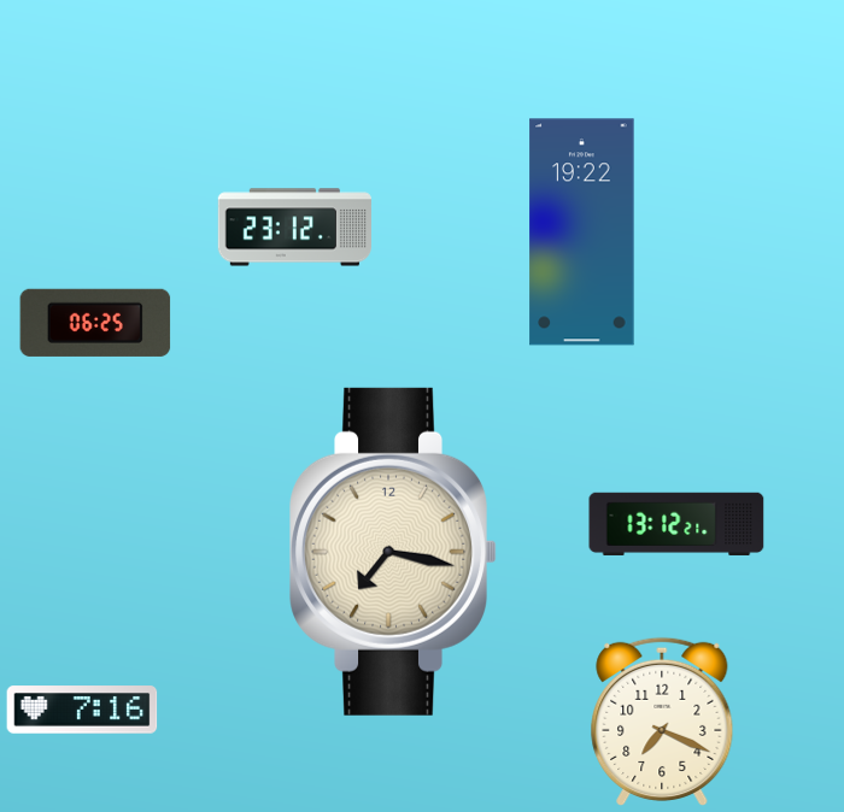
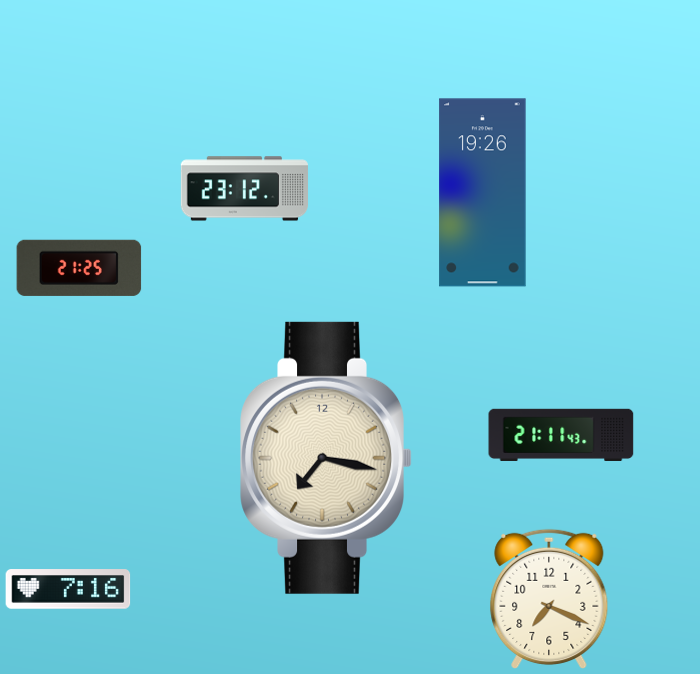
clock at (582, 233): 19:22 -> 19:26
clock at (95, 323): 06:25 -> 21:25
clock at (676, 524): 13:12 -> 21:11
